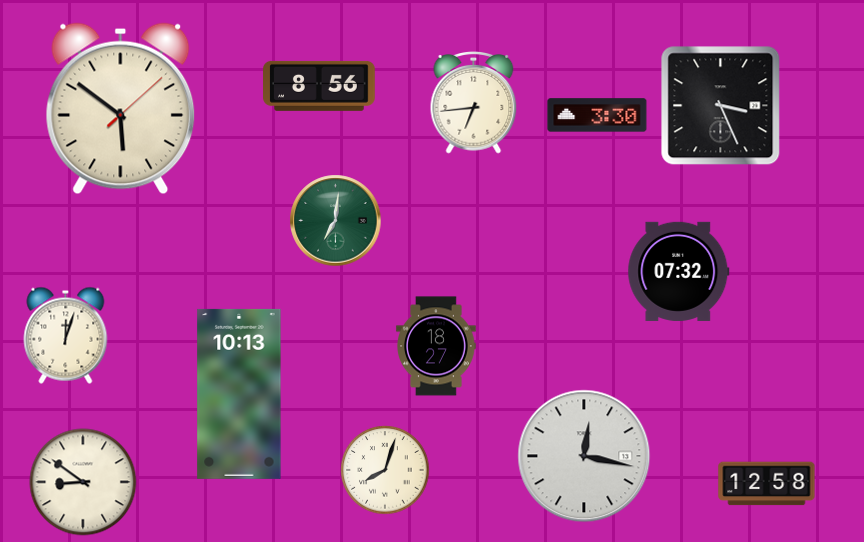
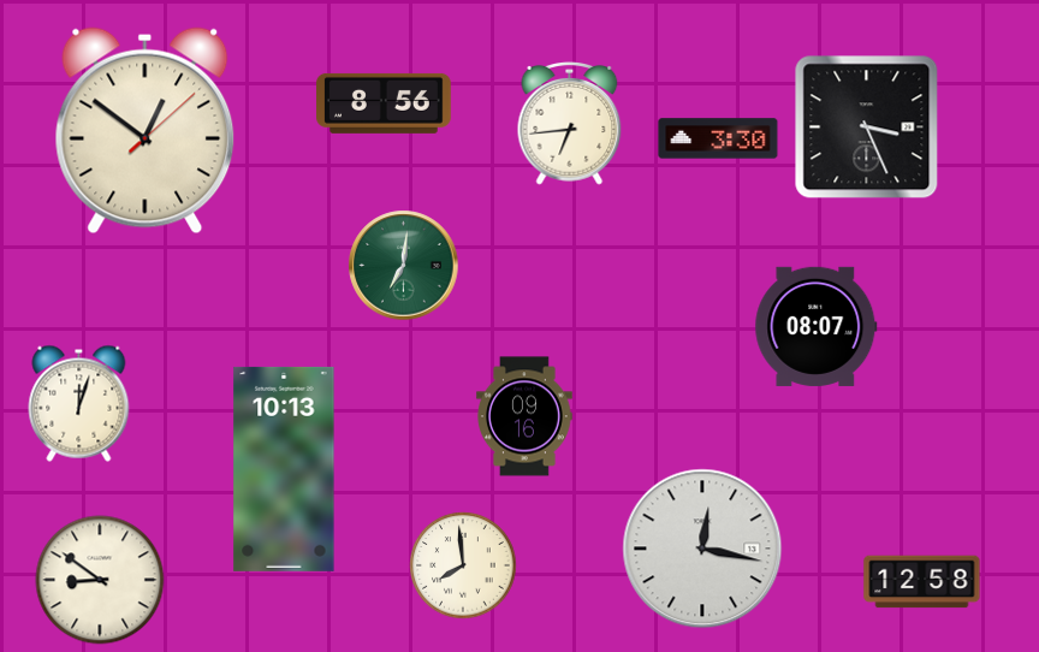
clock at (121, 109): 5:51 -> 12:51
clock at (679, 271): 07:32 -> 08:07
clock at (437, 346): 18:27 -> 09:16
clock at (239, 394) position: (239, 394) -> (284, 469)
clock at (385, 470): 8:03 -> 7:59
